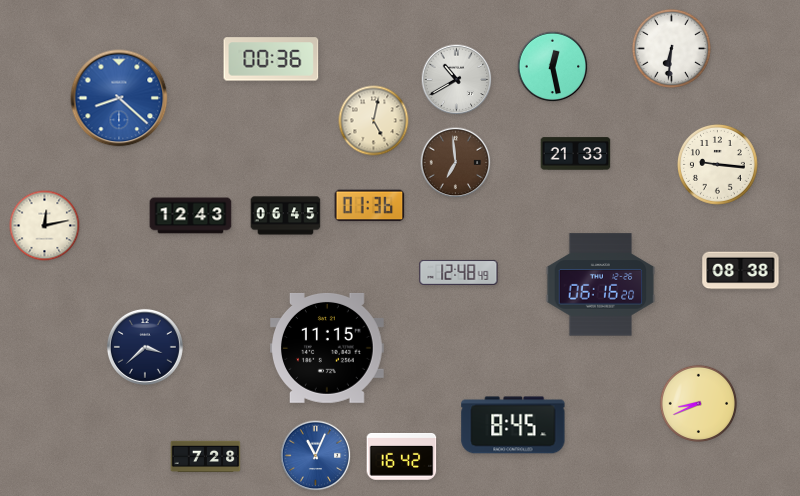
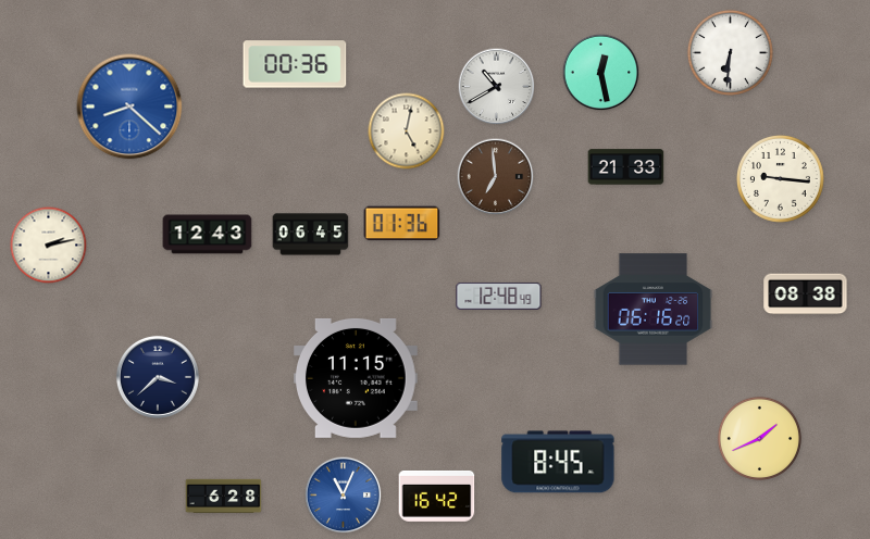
clock at (45, 226): 12:13 -> 2:13
clock at (698, 403): 8:41 -> 1:41
clock at (206, 457): 7:28 -> 6:28
